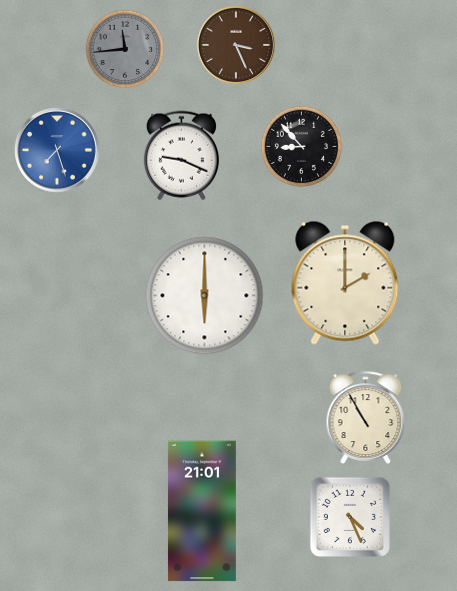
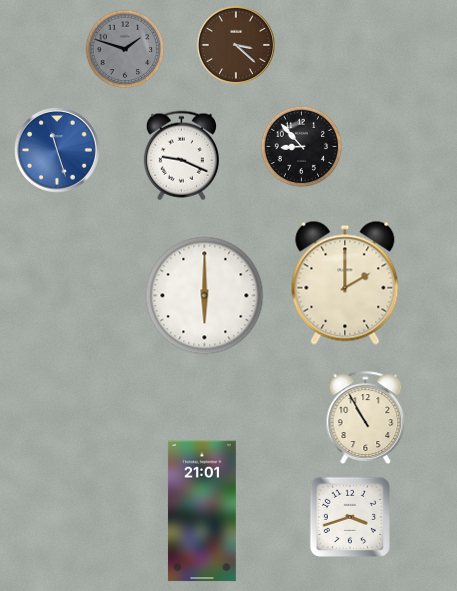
clock at (235, 44): 3:26 -> 3:22
clock at (125, 49): 11:44 -> 1:48
clock at (57, 150): 7:27 -> 11:27
clock at (350, 517): 4:26 -> 3:42
